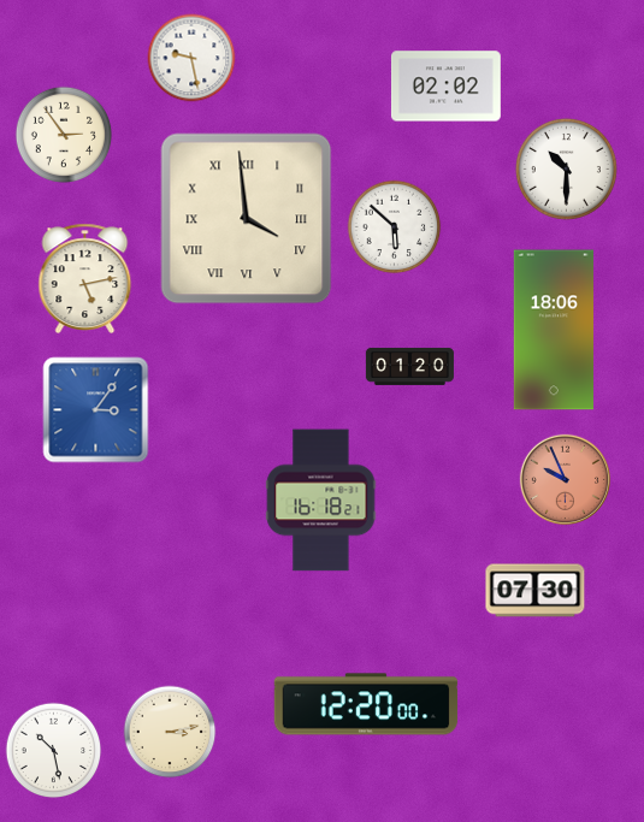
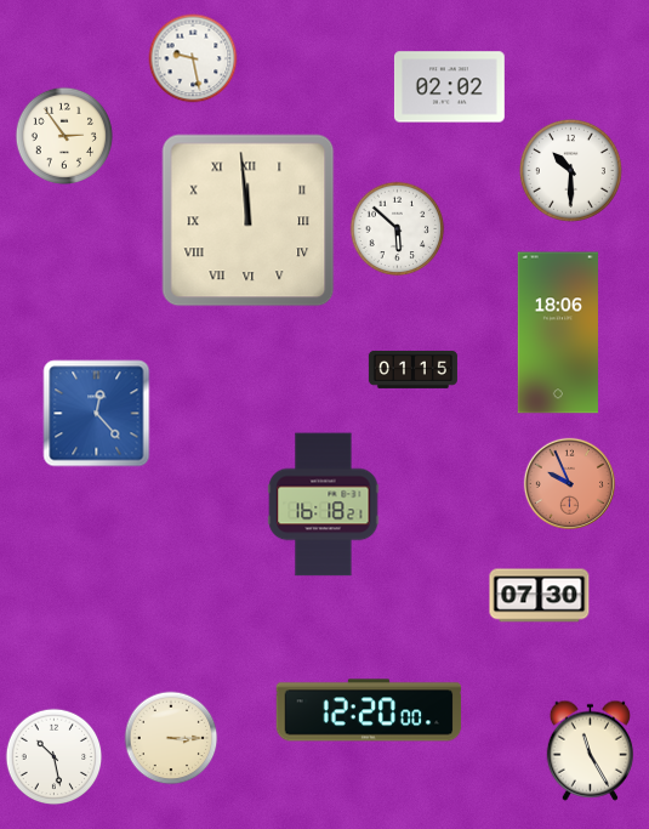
clock at (247, 219): 3:59 -> 11:59
clock at (85, 278): 5:13 -> none
clock at (409, 366): 01:20 -> 01:15
clock at (96, 410): 3:06 -> 12:23
clock at (170, 732): 3:13 -> 3:15
clock at (590, 750): none -> 11:25
